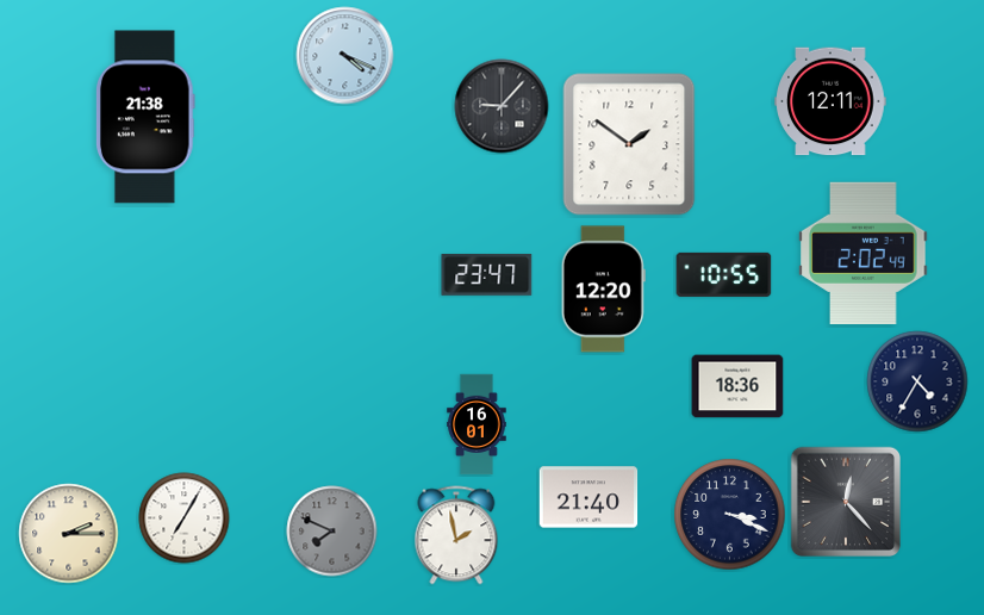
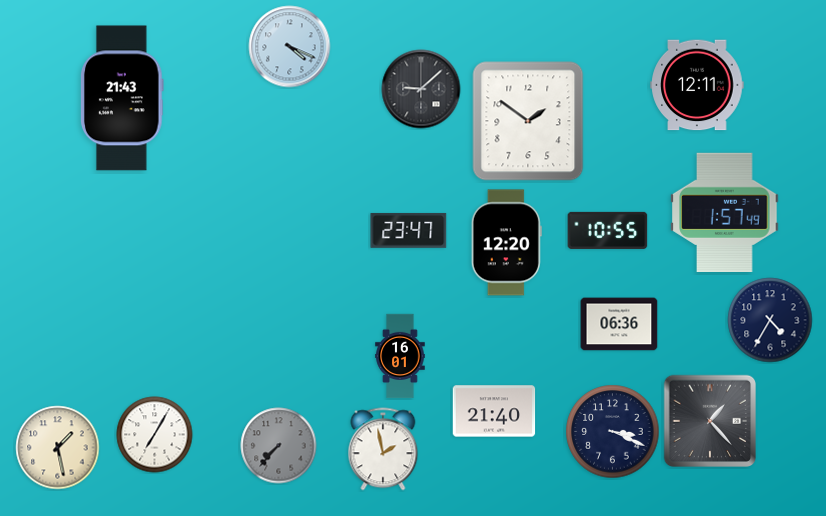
clock at (502, 106): 9:07 -> 9:08
clock at (145, 117): 21:38 -> 21:43
clock at (864, 253): 2:02 -> 1:57
clock at (737, 386): 18:36 -> 06:36
clock at (588, 497) position: (588, 497) -> (494, 411)
clock at (845, 501): 12:23 -> 1:23
clock at (332, 532): 7:49 -> 7:37
clock at (69, 534): 2:15 -> 1:28
